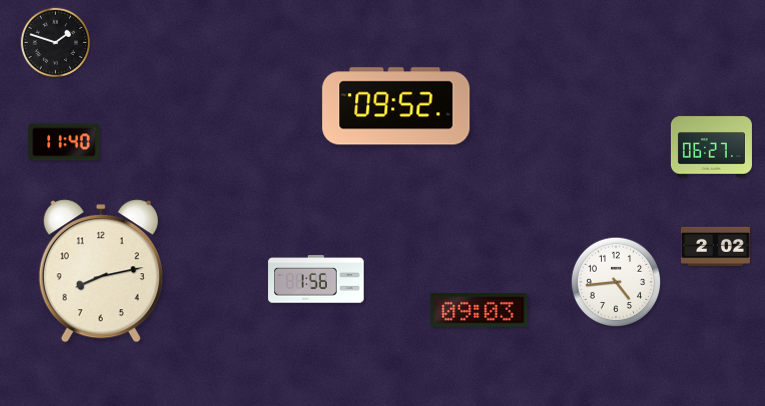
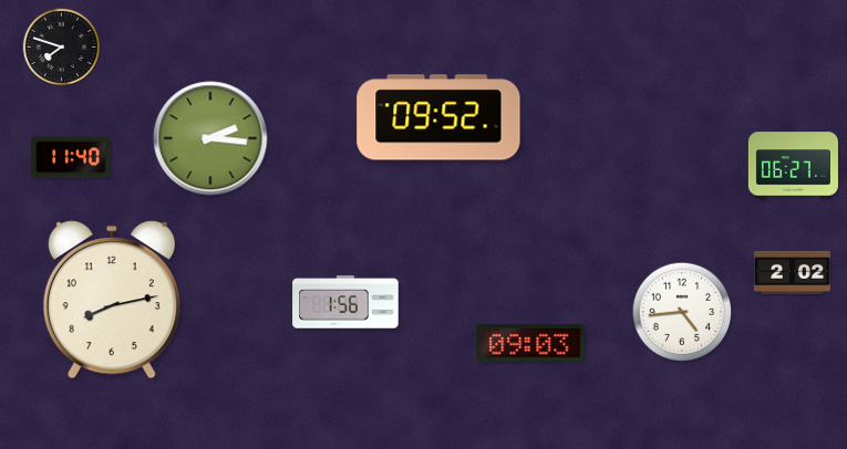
clock at (56, 43): 1:48 -> 7:48
clock at (210, 138): none -> 2:16
clock at (711, 147) position: (711, 147) -> (793, 166)
clock at (316, 279) position: (316, 279) -> (345, 302)
